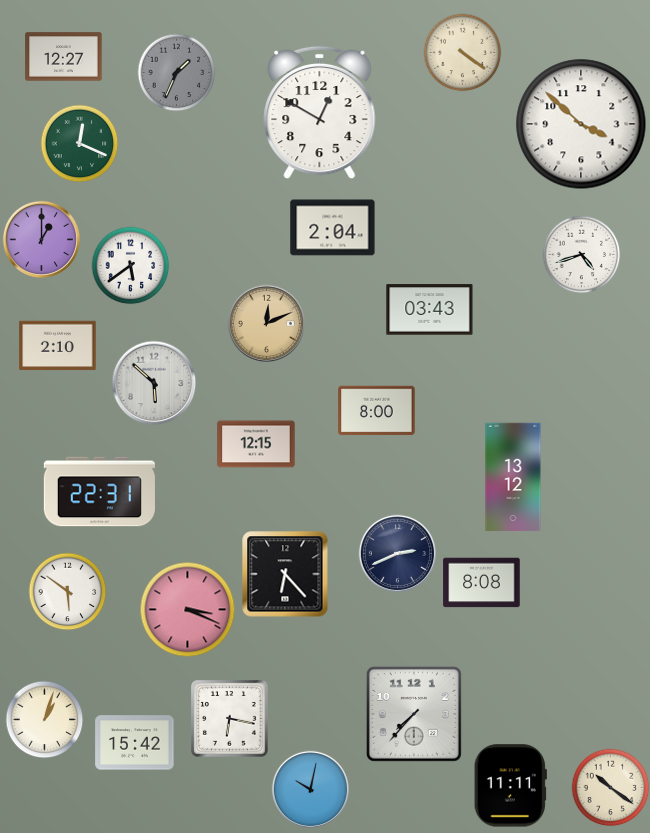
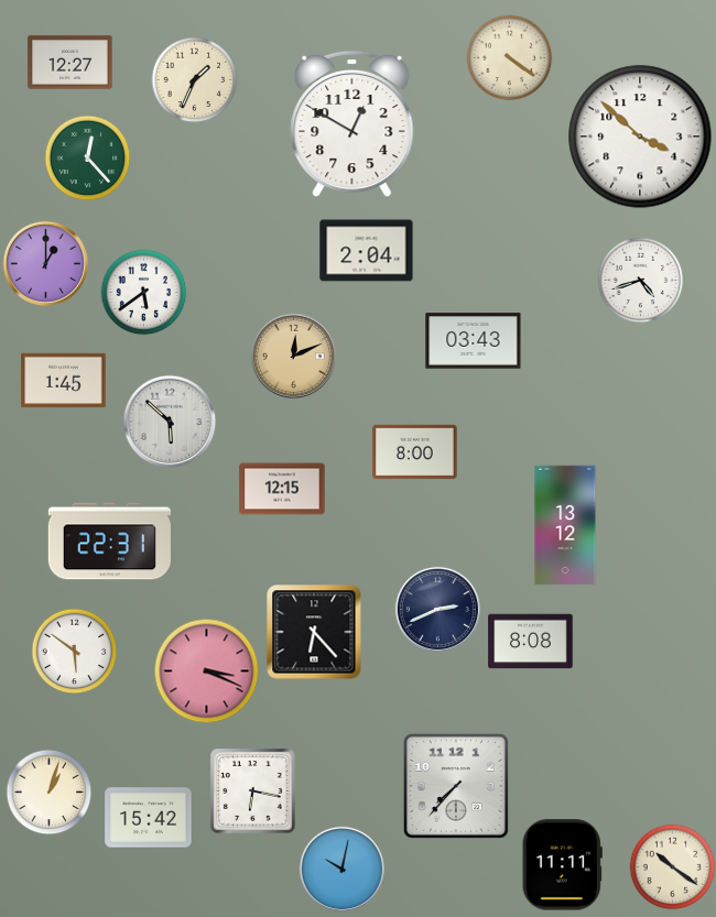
clock at (176, 72) dial: grey -> cream
clock at (79, 143): 12:19 -> 12:23
clock at (58, 346): 2:10 -> 1:45
